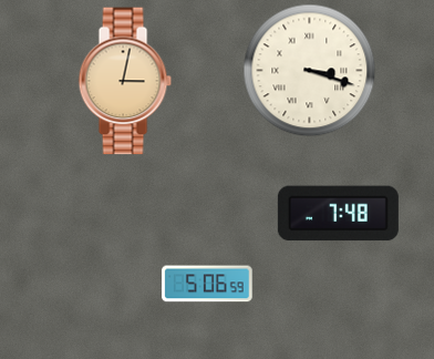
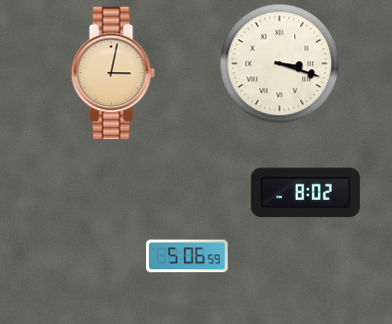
clock at (338, 214): 7:48 -> 8:02
